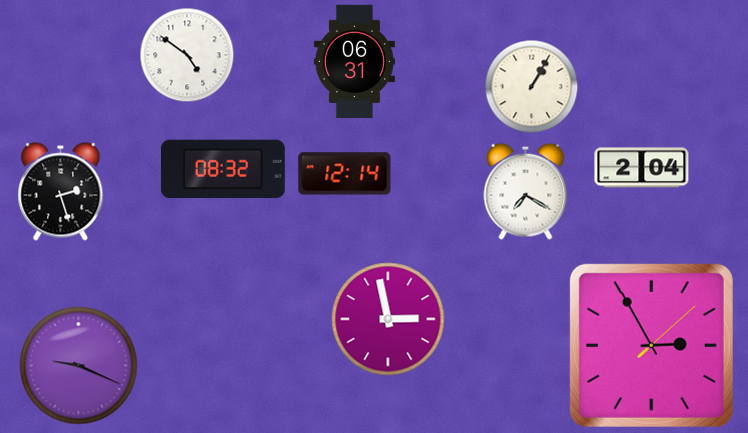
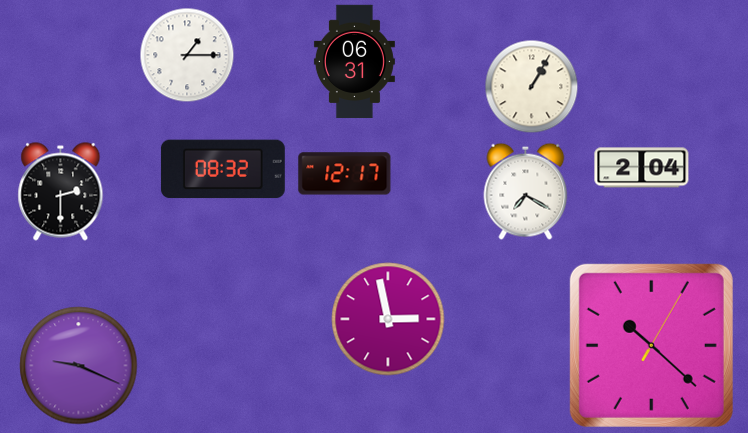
clock at (187, 55): 4:51 -> 1:15
clock at (345, 174): 12:14 -> 12:17
clock at (61, 192): 2:27 -> 2:30
clock at (651, 345): 2:55 -> 10:22
